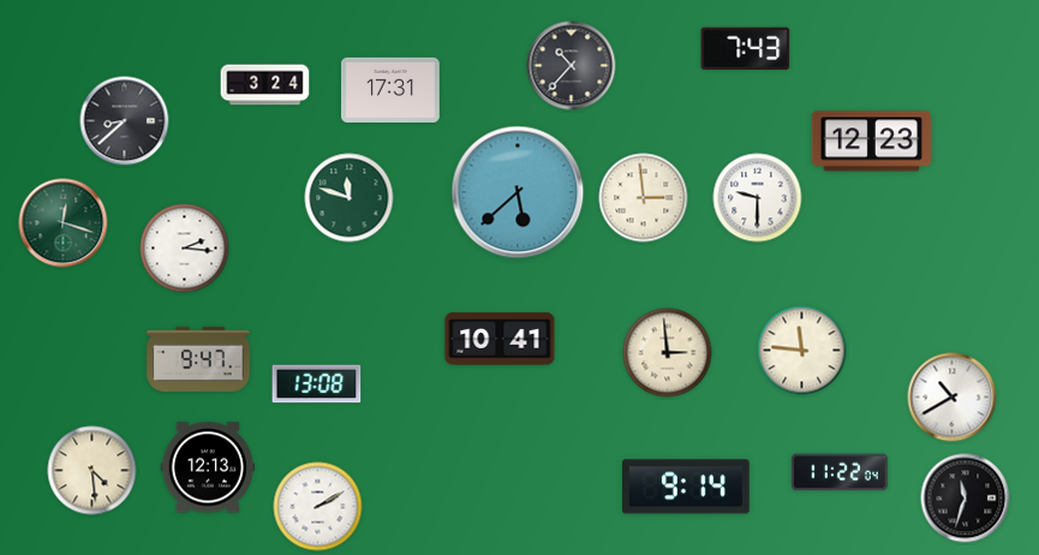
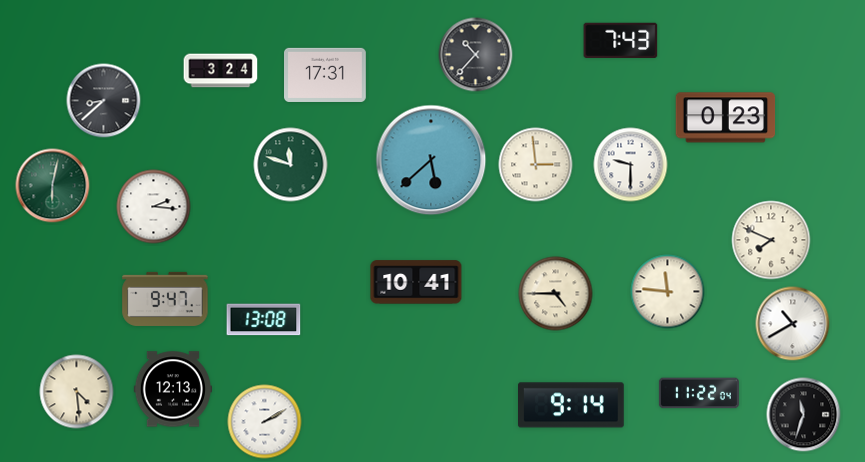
clock at (872, 142): 12:23 -> 0:23
clock at (64, 223): 12:18 -> 6:02
clock at (771, 240): none -> 7:49
clock at (668, 353): 2:59 -> 4:45
clock at (953, 398) position: (953, 398) -> (793, 324)
